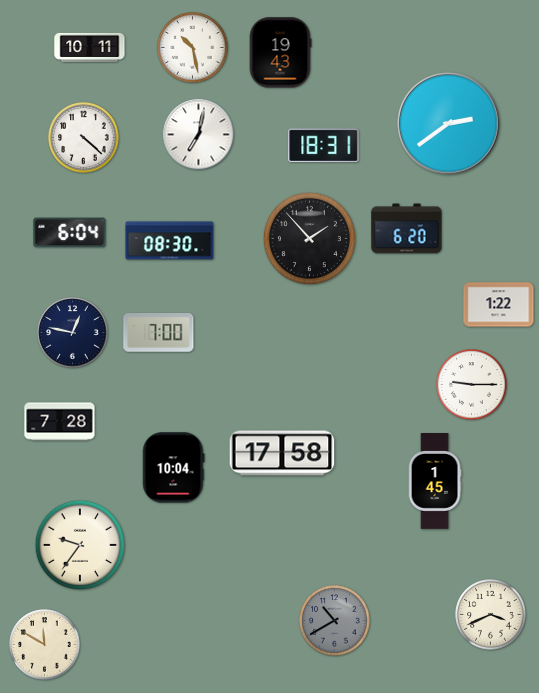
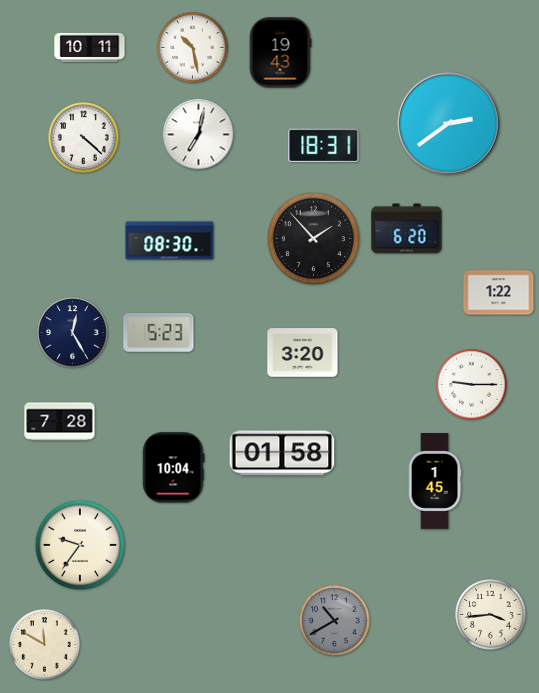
clock at (70, 233): 6:04 -> none
clock at (309, 238) position: (309, 238) -> (313, 238)
clock at (499, 305) position: (499, 305) -> (499, 293)
clock at (73, 333): 12:47 -> 12:25
clock at (159, 333): 7:00 -> 5:23
clock at (303, 353): none -> 3:20
clock at (282, 453): 17:58 -> 01:58
clock at (491, 615): 3:41 -> 3:44
